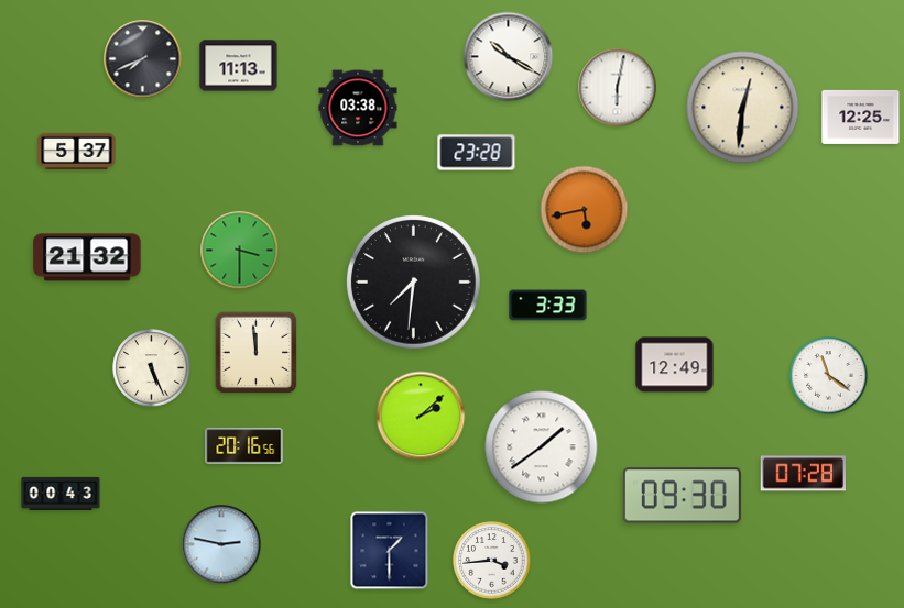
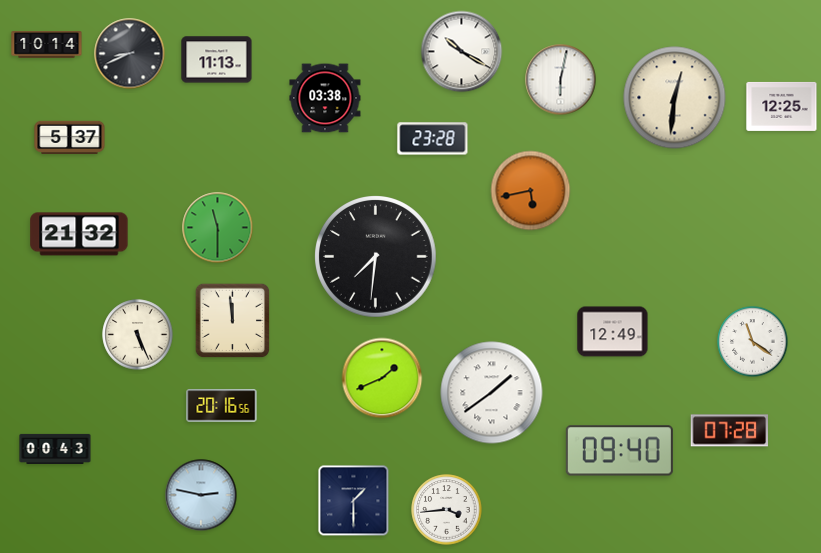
clock at (47, 45): none -> 10:14
clock at (143, 59): 7:41 -> 8:41
clock at (240, 251): 3:30 -> 11:30
clock at (548, 306): 3:33 -> none
clock at (421, 416): 2:08 -> 1:41
clock at (542, 447) position: (542, 447) -> (492, 393)
clock at (682, 496): 09:30 -> 09:40
